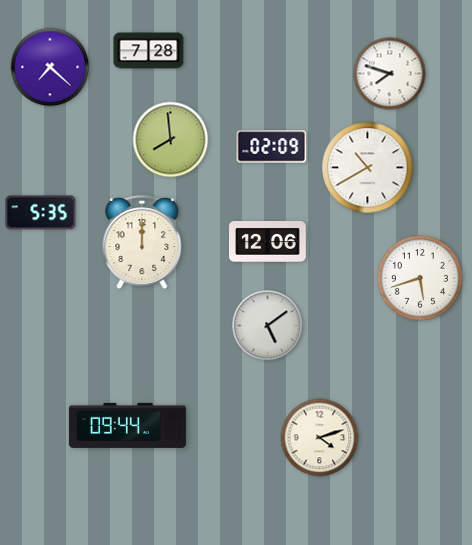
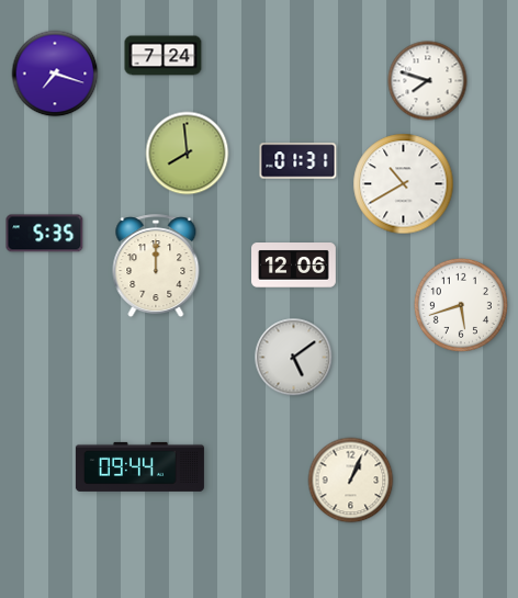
clock at (149, 51): 7:28 -> 7:24
clock at (50, 67): 7:22 -> 7:18
clock at (272, 147): 02:09 -> 01:31
clock at (320, 438): 4:12 -> 1:04
